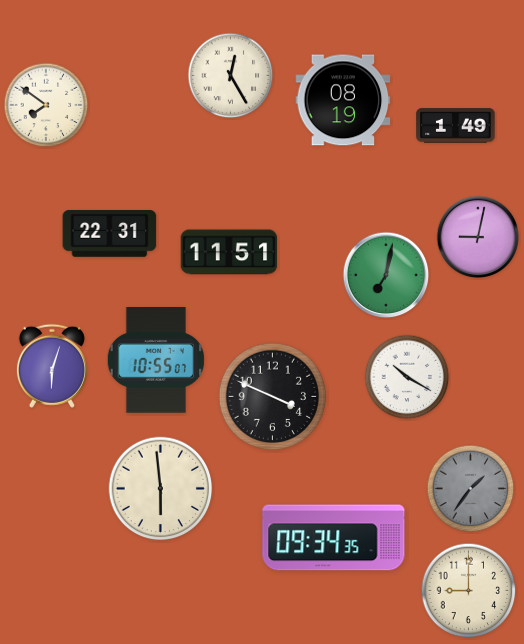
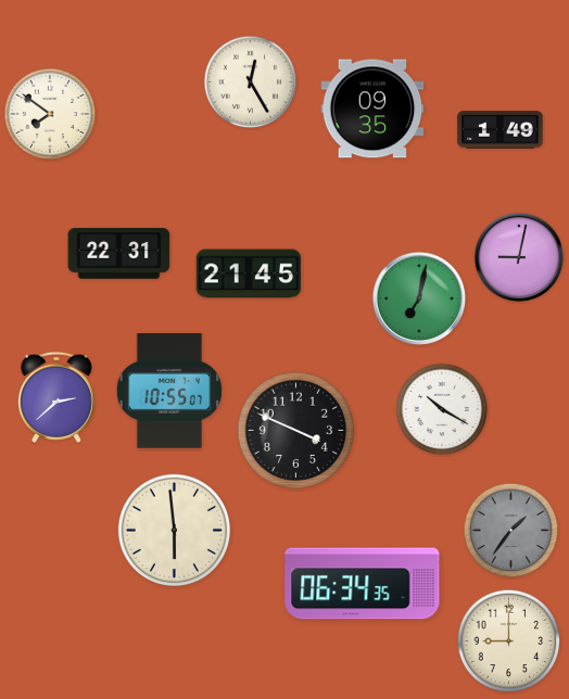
clock at (343, 100): 08:19 -> 09:35
clock at (456, 126) position: (456, 126) -> (501, 130)
clock at (229, 252): 11:51 -> 21:45
clock at (52, 366): 6:03 -> 2:38
clock at (334, 538): 09:34 -> 06:34
